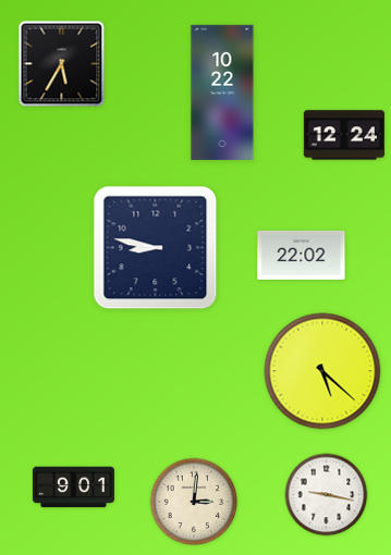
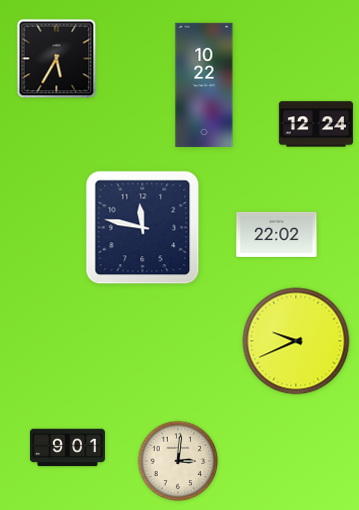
clock at (156, 248): 8:47 -> 11:47
clock at (322, 371): 5:22 -> 9:41
clock at (327, 495): 9:17 -> none
